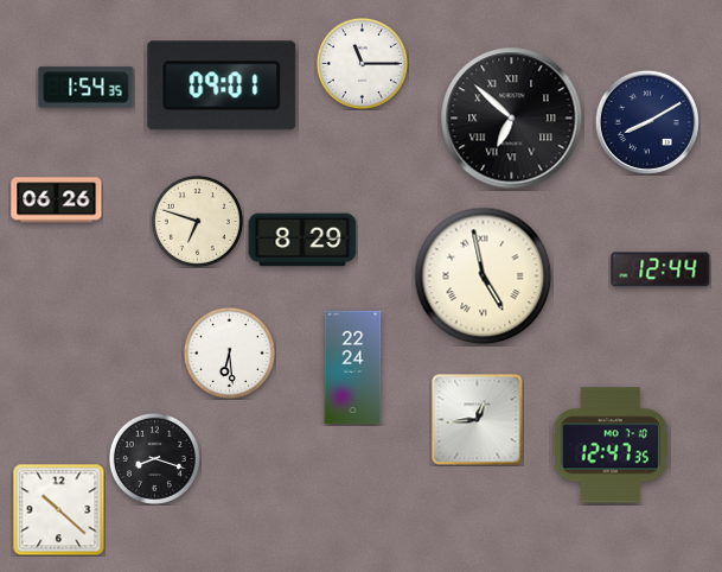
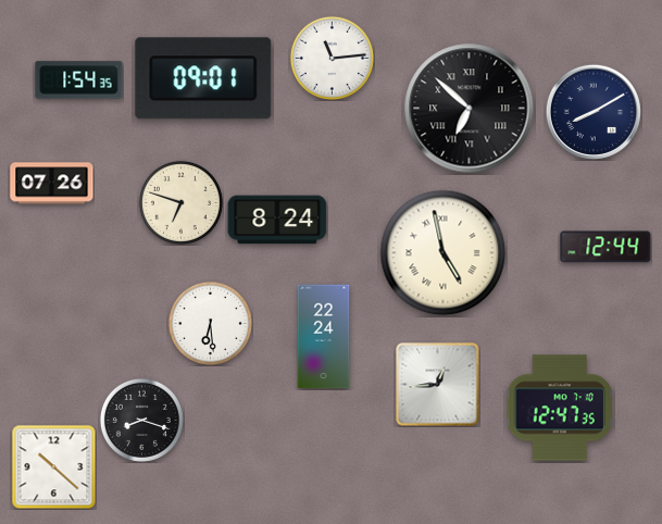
clock at (362, 63): 11:15 -> 11:14
clock at (57, 201): 06:26 -> 07:26
clock at (302, 240): 8:29 -> 8:24
